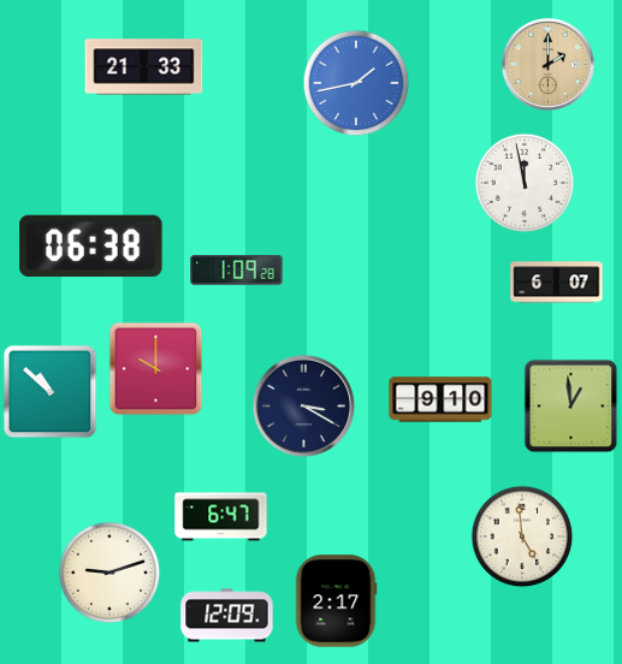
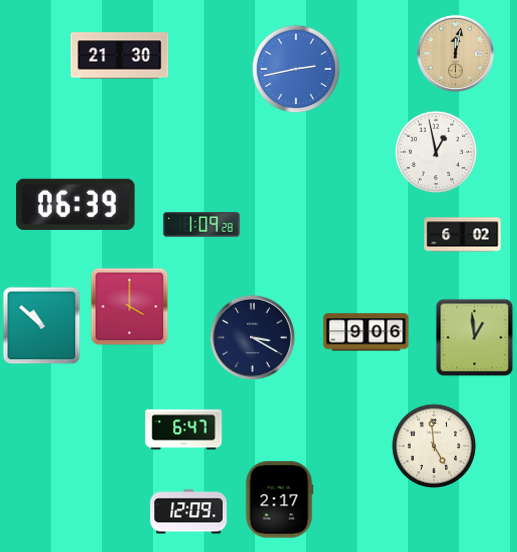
clock at (547, 64): 2:00 -> 12:02
clock at (144, 67): 21:33 -> 21:30
clock at (356, 83): 1:43 -> 2:43
clock at (525, 183): 11:58 -> 12:58
clock at (91, 245): 06:38 -> 06:39
clock at (237, 271) position: (237, 271) -> (202, 225)
clock at (557, 283): 6:07 -> 6:02
clock at (155, 368): 10:00 -> 4:00
clock at (440, 399): 9:10 -> 9:06
clock at (109, 573): 9:12 -> none
